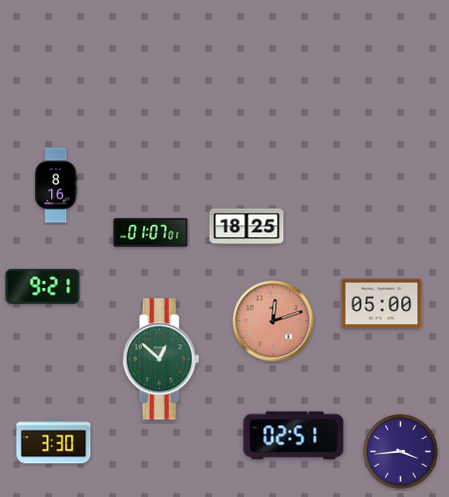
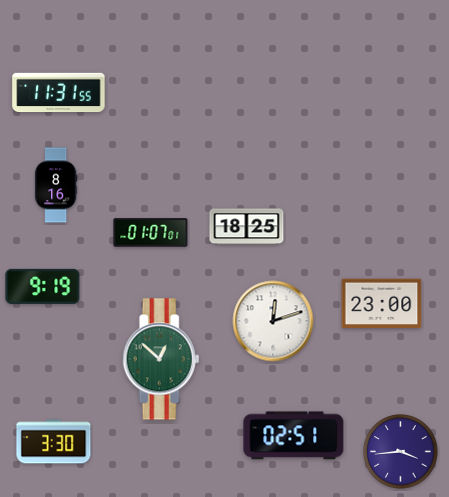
clock at (59, 93): none -> 11:31
clock at (43, 286): 9:21 -> 9:19
clock at (382, 304): 05:00 -> 23:00
clock at (273, 321) dial: salmon -> white
